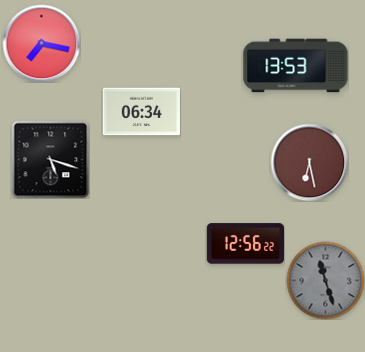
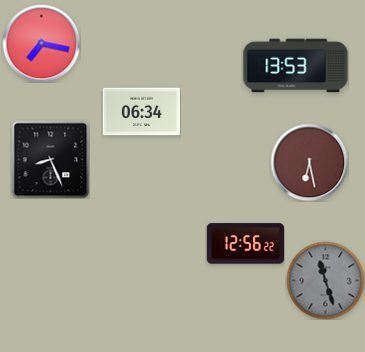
clock at (50, 159): 5:18 -> 8:26
